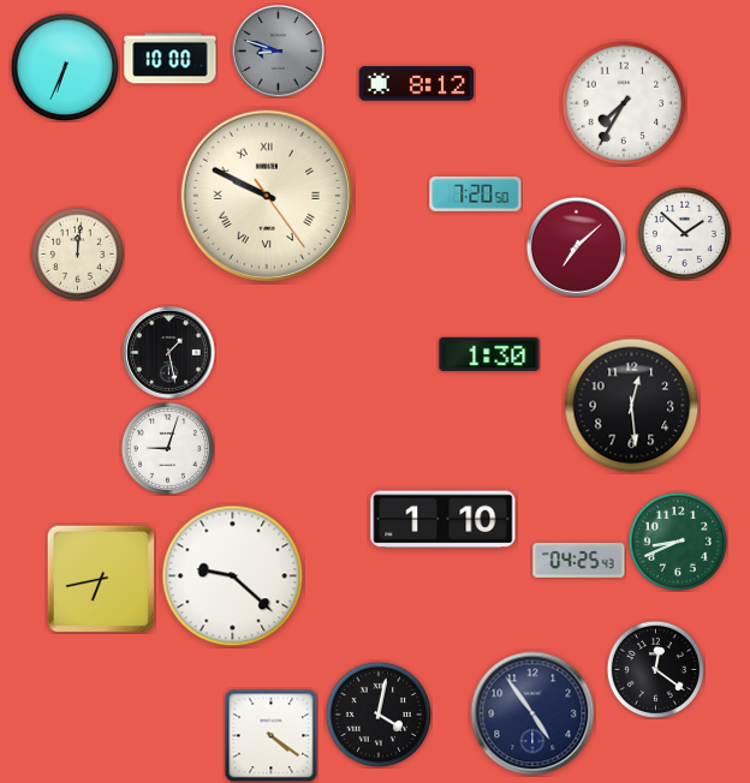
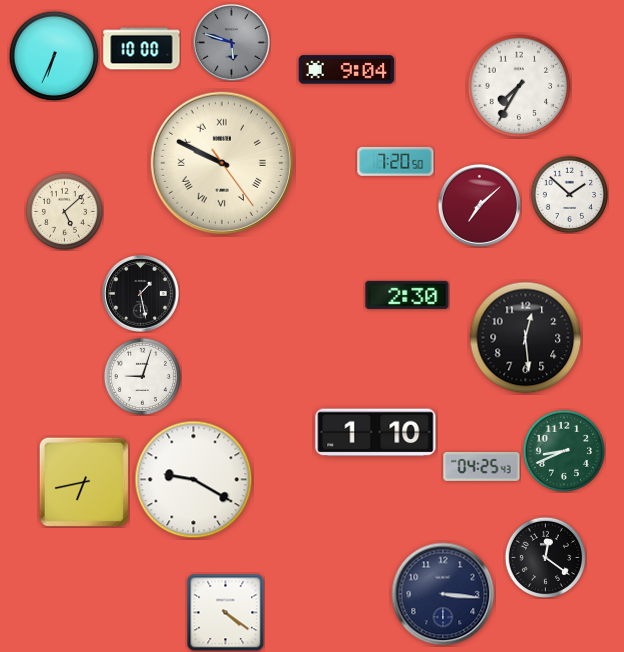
clock at (279, 52): 8:48 -> 5:48
clock at (417, 84): 8:12 -> 9:04
clock at (77, 253): 12:01 -> 5:08
clock at (489, 354): 1:30 -> 2:30
clock at (167, 448) position: (167, 448) -> (142, 376)
clock at (444, 520) position: (444, 520) -> (376, 433)
clock at (233, 576): 9:22 -> 9:20
clock at (532, 713): 4:54 -> 3:16
clock at (379, 715): 4:02 -> none
